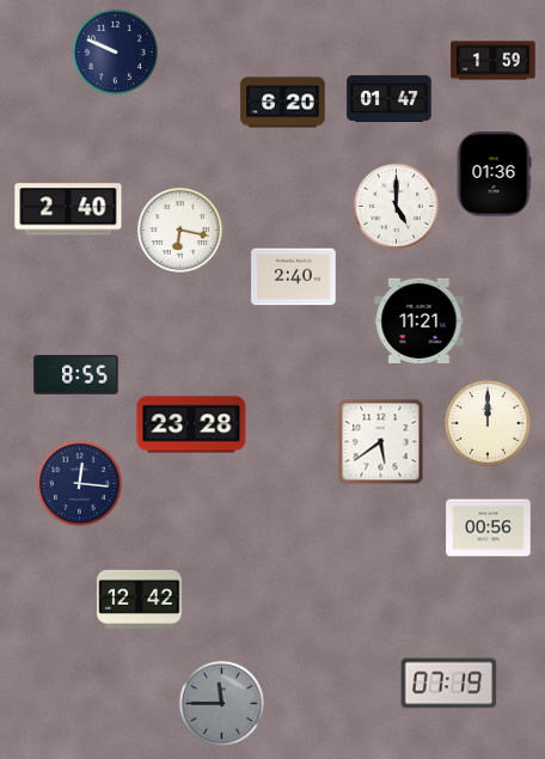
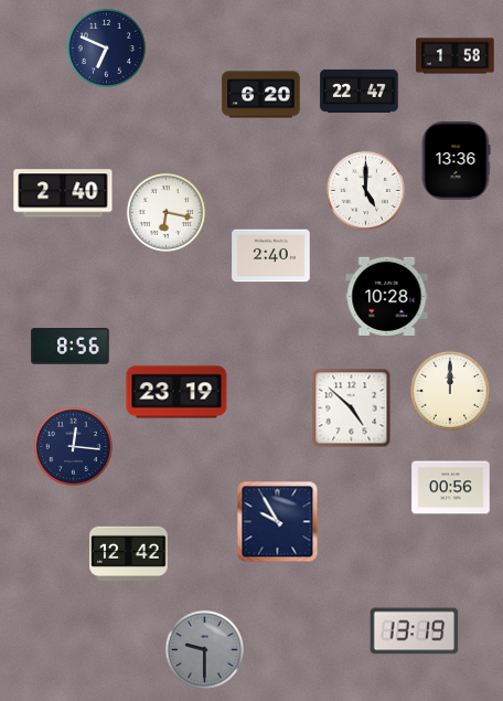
clock at (115, 51): 9:49 -> 6:49
clock at (494, 61): 1:59 -> 1:58
clock at (390, 98): 01:47 -> 22:47
clock at (494, 175): 01:36 -> 13:36
clock at (420, 320): 11:21 -> 10:28
clock at (76, 375): 8:55 -> 8:56
clock at (191, 424): 23:28 -> 23:19
clock at (381, 442): 5:39 -> 4:52
clock at (278, 522): none -> 9:55
clock at (449, 684): 07:19 -> 13:19
clock at (221, 703): 11:45 -> 9:30
